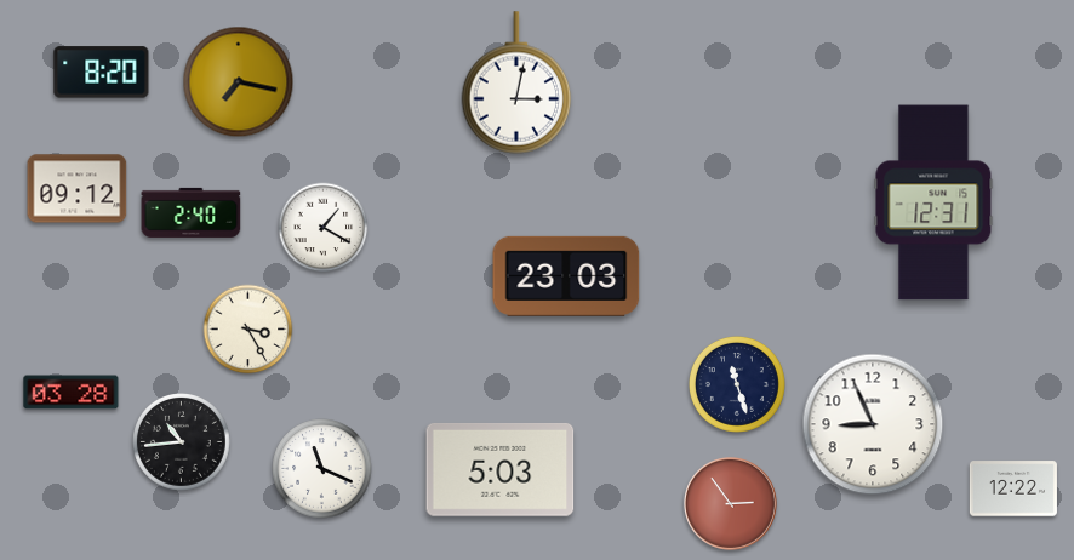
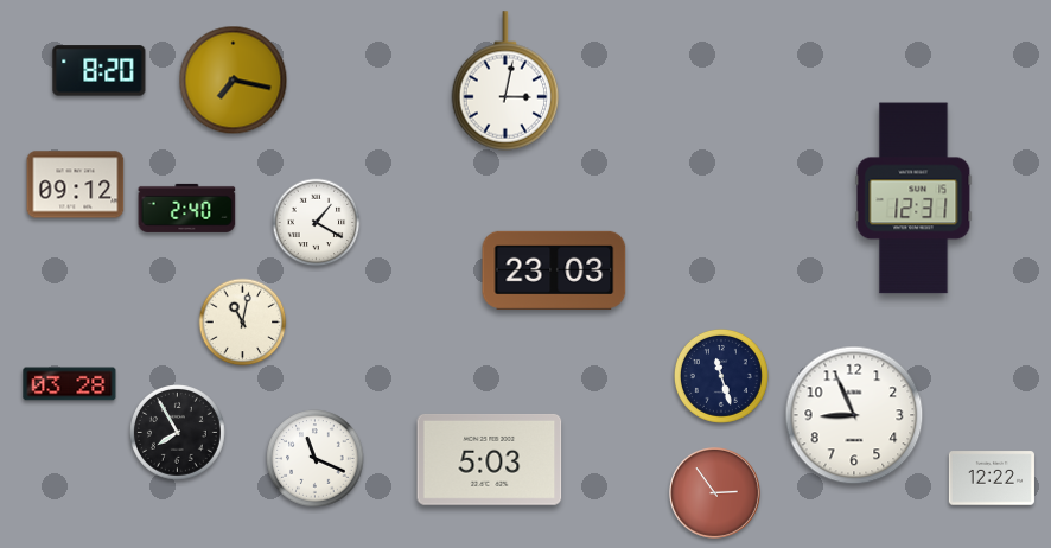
clock at (248, 330): 3:25 -> 11:02
clock at (182, 442): 10:44 -> 7:55
